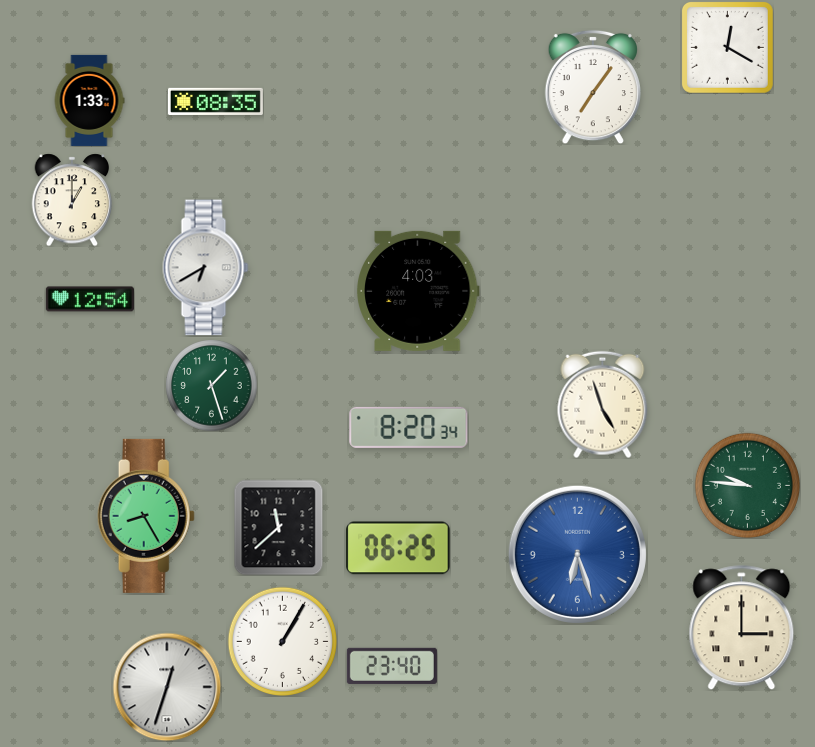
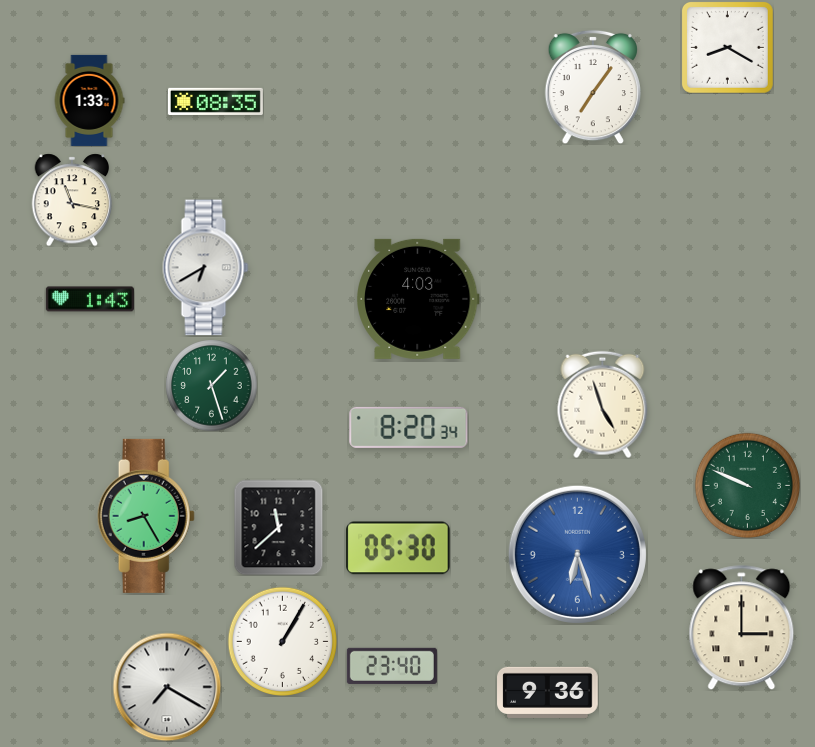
clock at (727, 47): 12:20 -> 8:20
clock at (72, 200): 1:00 -> 11:17
clock at (418, 291) position: (418, 291) -> (418, 299)
clock at (90, 299): 12:54 -> 1:43
clock at (747, 485): 9:46 -> 9:49
clock at (398, 548): 06:25 -> 05:30
clock at (167, 687): 12:33 -> 7:20
clock at (548, 692): none -> 9:36
